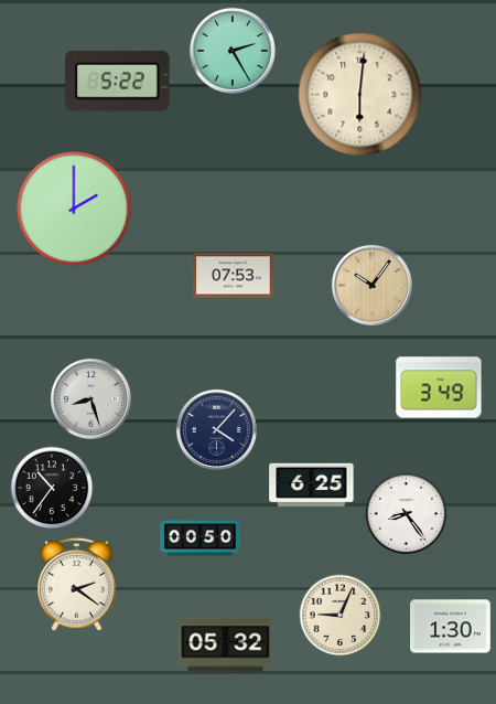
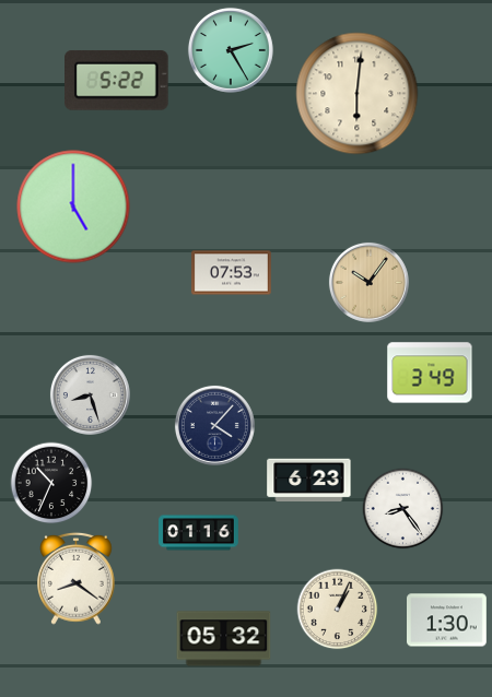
clock at (74, 209): 2:00 -> 5:00
clock at (439, 387) position: (439, 387) -> (430, 373)
clock at (312, 484): 6:25 -> 6:23
clock at (52, 488): 10:36 -> 10:34
clock at (201, 538): 00:50 -> 01:16
clock at (77, 584): 2:21 -> 8:21
clock at (341, 616): 9:04 -> 1:04
